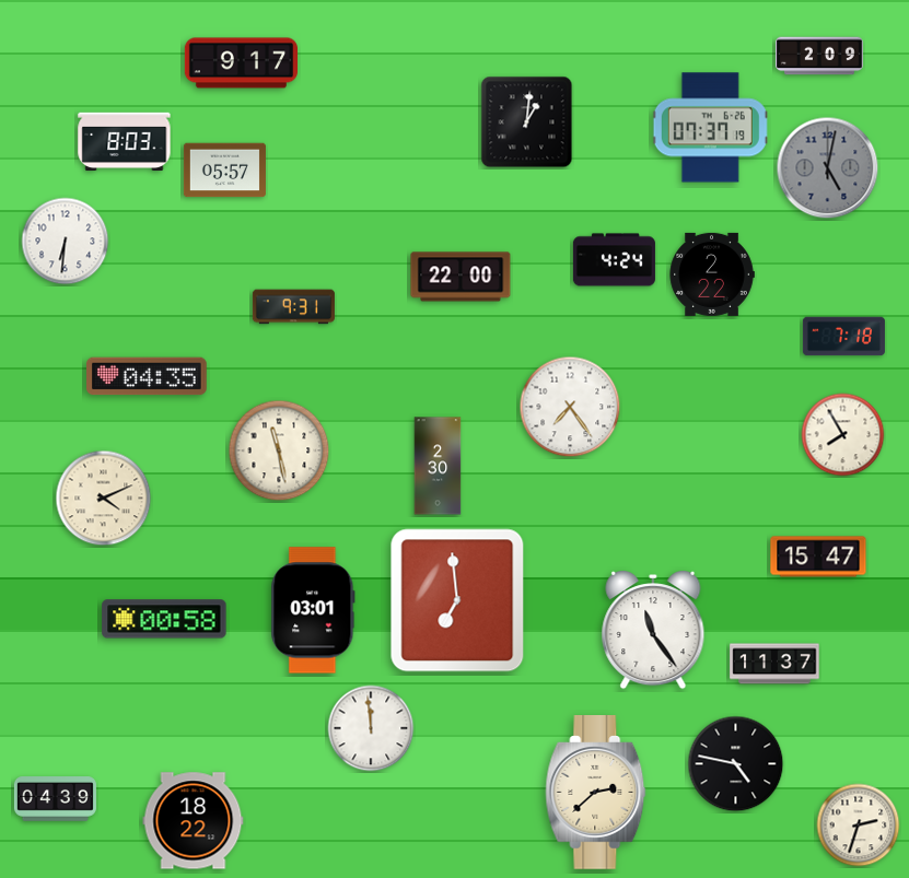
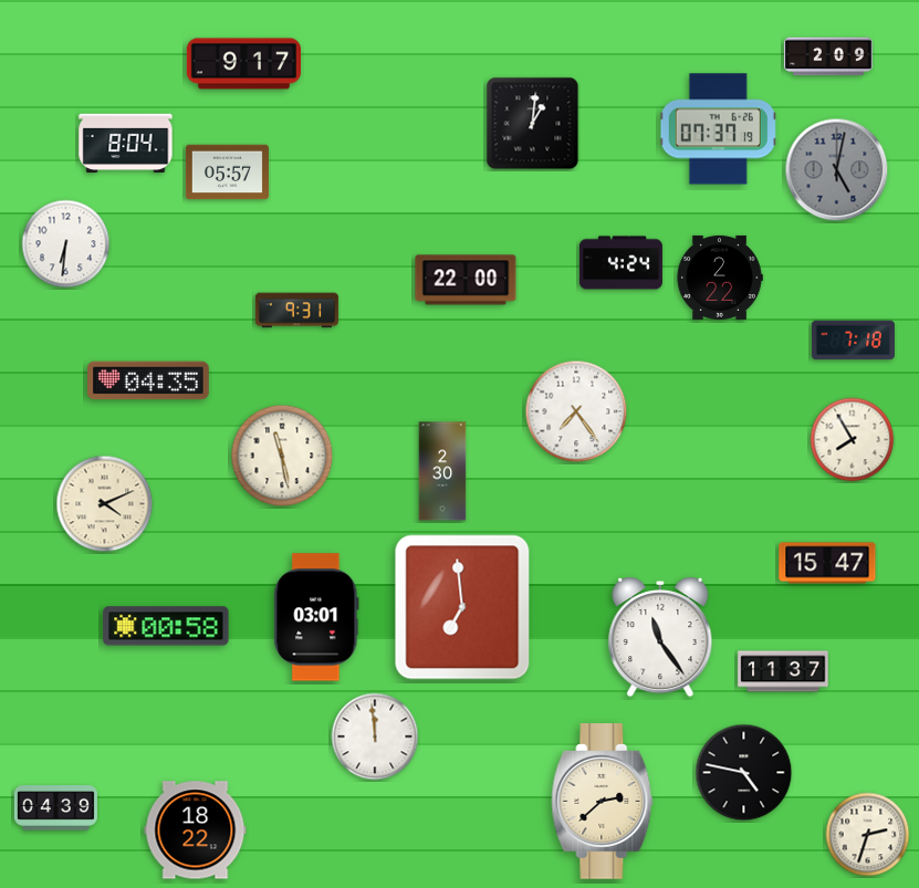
clock at (125, 142): 8:03 -> 8:04
